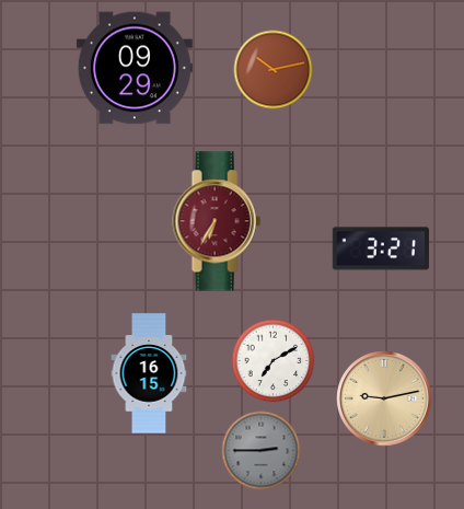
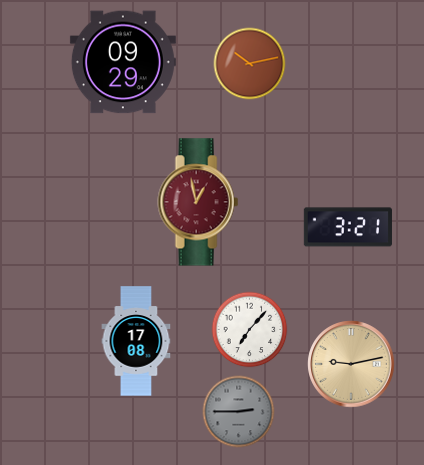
clock at (217, 221): 6:35 -> 12:58
clock at (274, 361): 7:10 -> 7:07
clock at (149, 373): 16:15 -> 17:08
